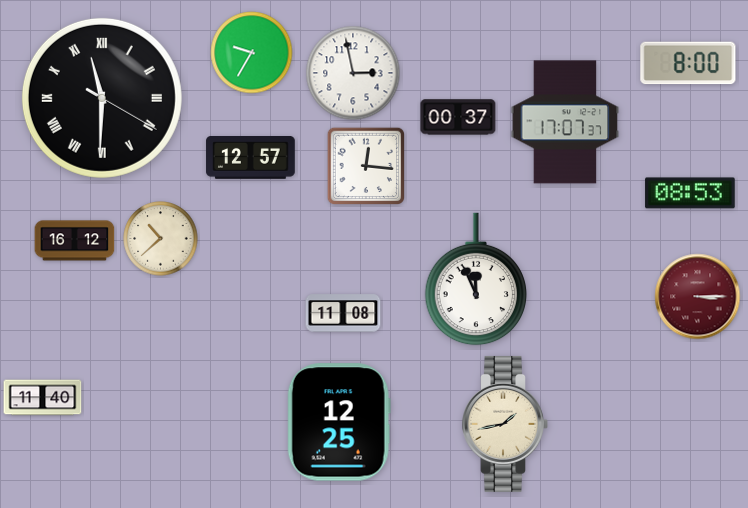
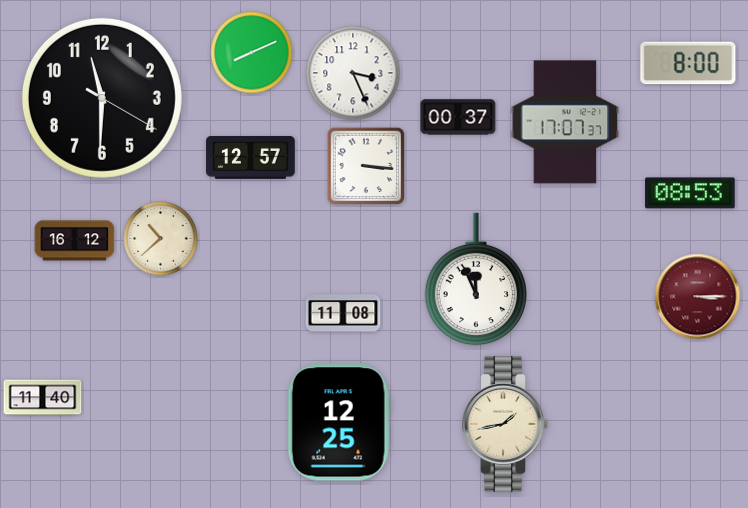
clock at (252, 53): 9:35 -> 8:11
clock at (353, 73): 2:58 -> 3:26
clock at (102, 98) numerals: Roman -> Arabic
clock at (366, 166): 12:16 -> 3:16
